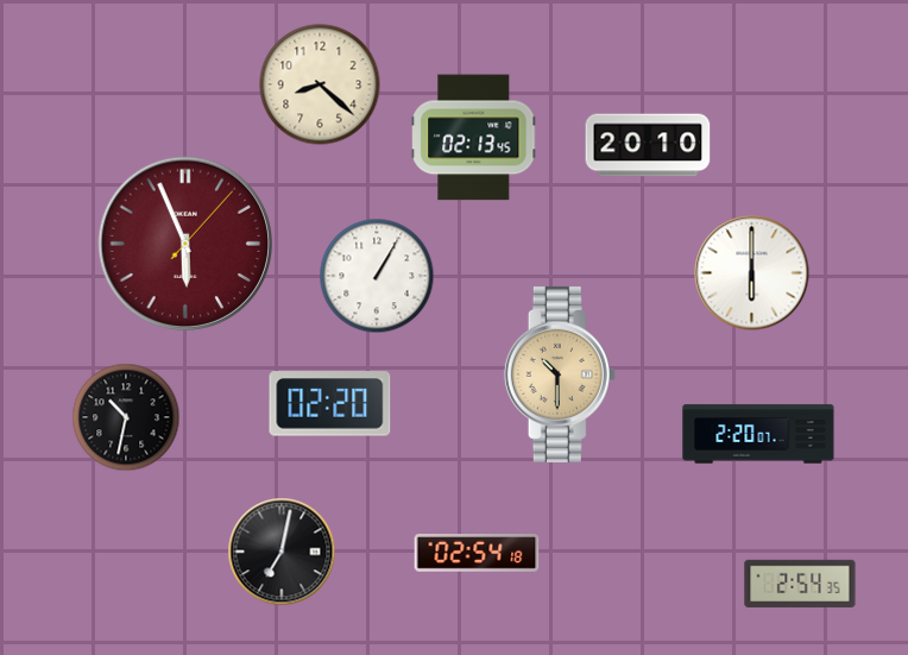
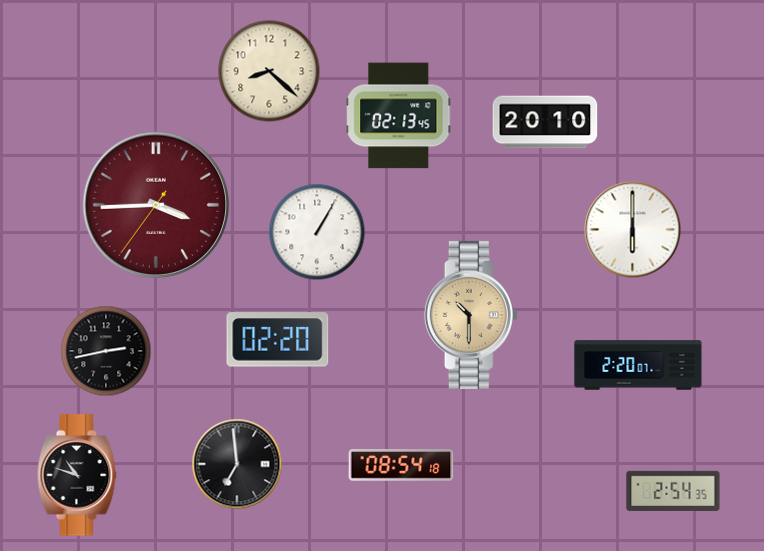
clock at (185, 244): 5:56 -> 3:44
clock at (126, 417): 10:32 -> 2:43
clock at (282, 552): 7:02 -> 6:59
clock at (477, 553): 02:54 -> 08:54
clock at (77, 475): none -> 10:48
